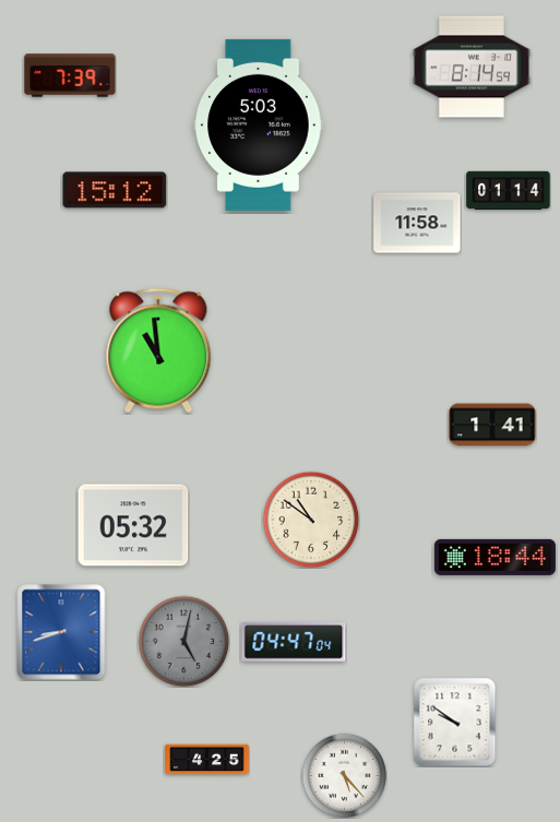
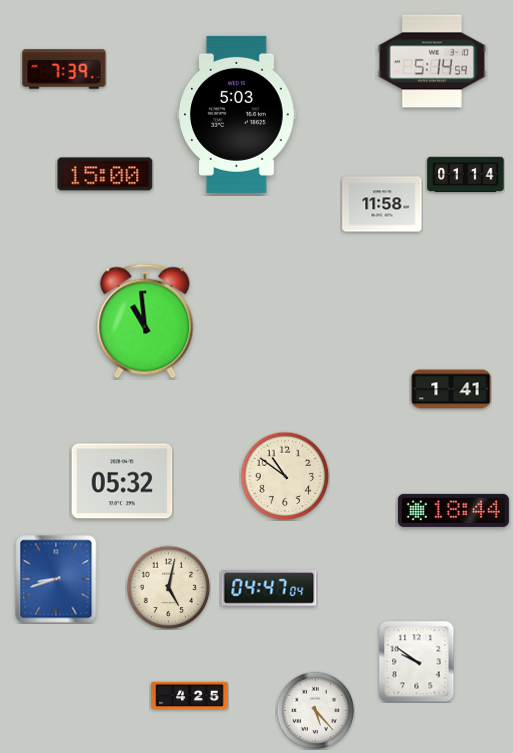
clock at (472, 67): 8:14 -> 5:14
clock at (115, 190): 15:12 -> 15:00
clock at (183, 641) dial: grey -> cream
